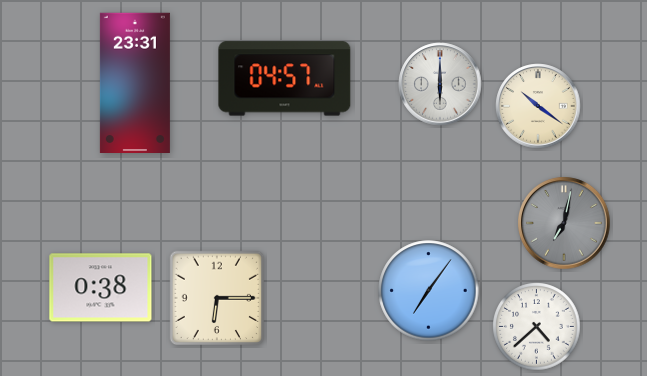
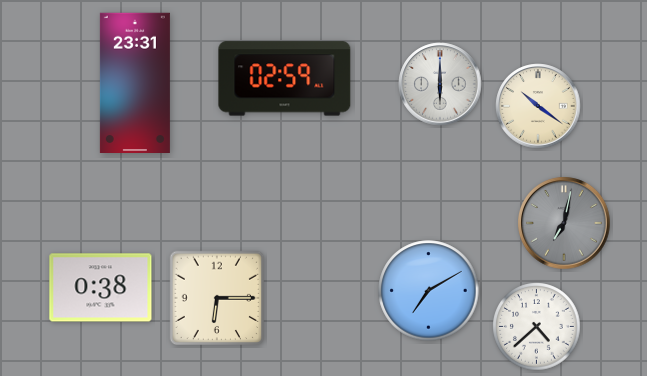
clock at (285, 79): 04:57 -> 02:59
clock at (429, 291): 7:06 -> 7:10
